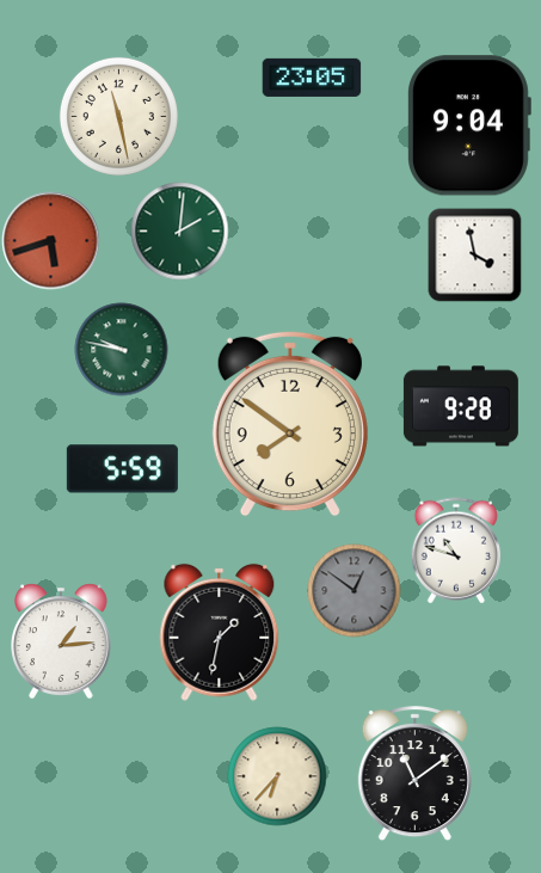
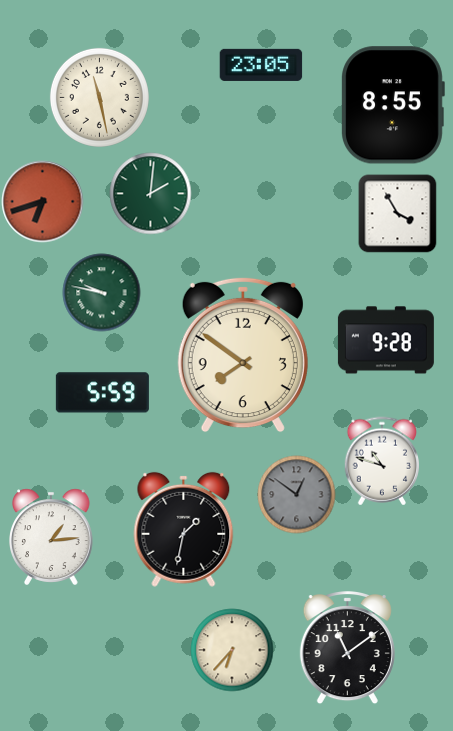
clock at (469, 125): 9:04 -> 8:55
clock at (50, 240): 5:42 -> 6:42
clock at (474, 254): 3:58 -> 3:55
